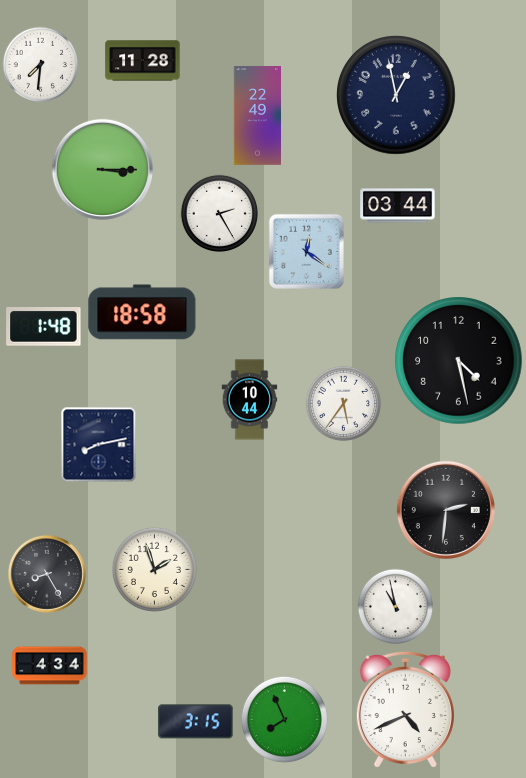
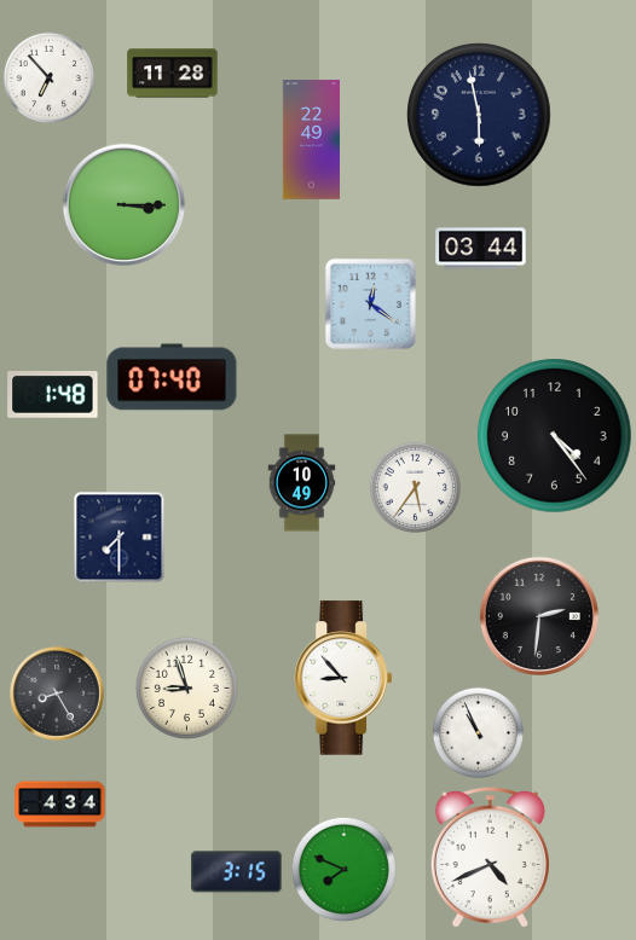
clock at (40, 64): 7:31 -> 6:53
clock at (396, 95): 12:58 -> 5:58
clock at (219, 213): 2:25 -> none
clock at (142, 312): 18:58 -> 07:40
clock at (459, 361): 4:28 -> 4:24
clock at (250, 400): 10:44 -> 10:49
clock at (99, 445): 8:13 -> 7:30
clock at (342, 678): none -> 8:53
clock at (154, 569): 1:57 -> 8:57
clock at (395, 606): 10:58 -> 10:56
clock at (284, 719): 7:56 -> 7:49
